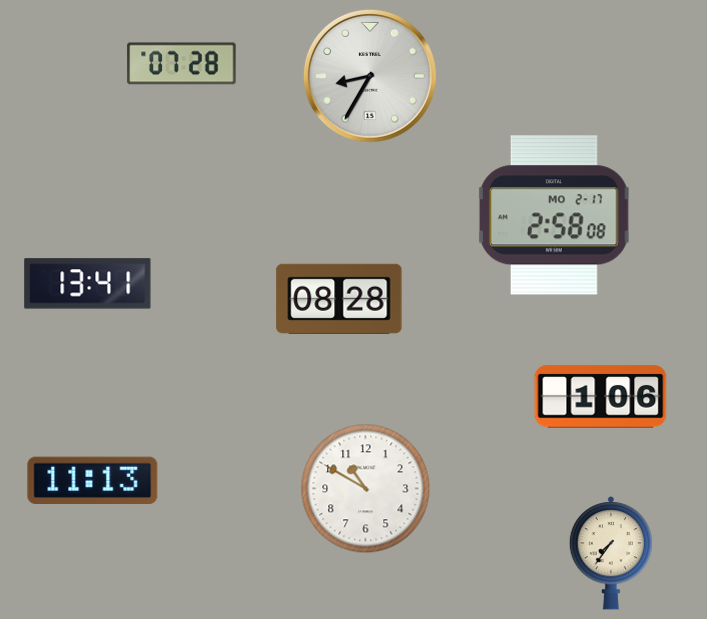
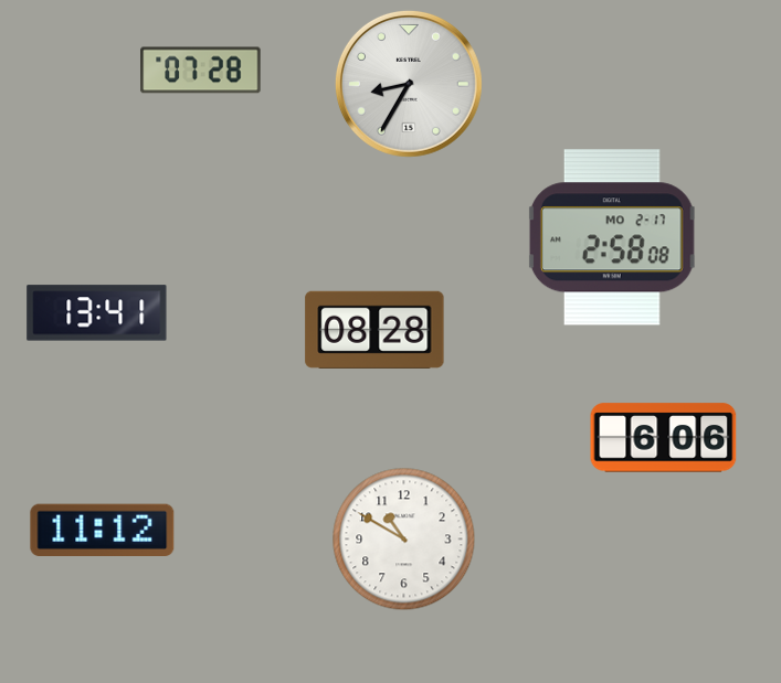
clock at (601, 397): 1:06 -> 6:06
clock at (93, 480): 11:13 -> 11:12
clock at (610, 553): 7:36 -> none
